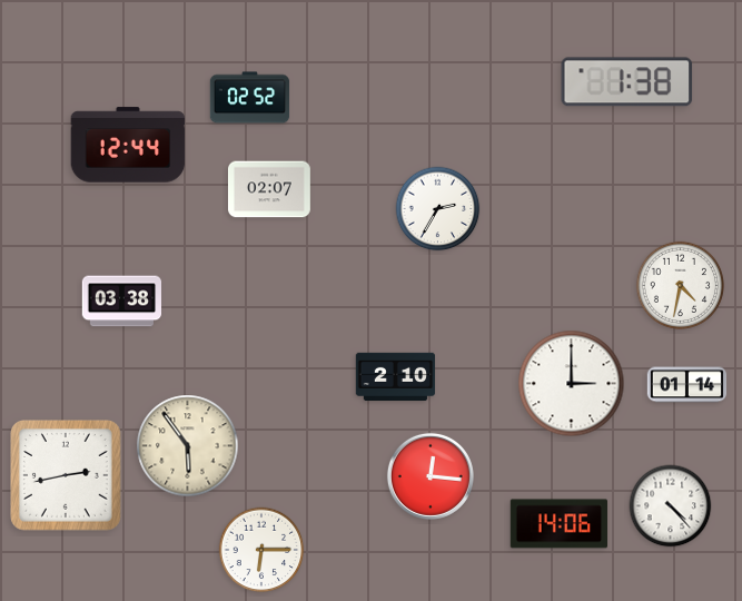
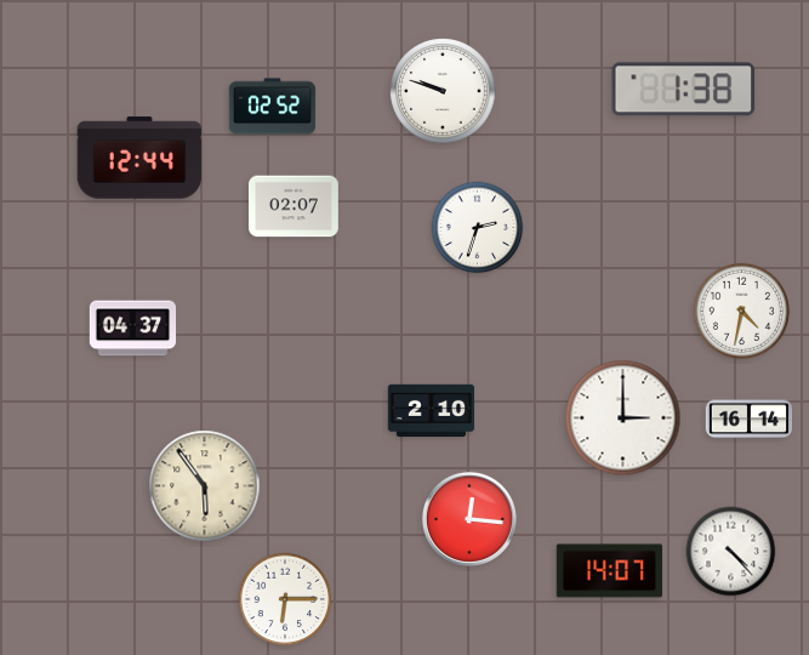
clock at (443, 91): none -> 9:48
clock at (438, 209): 2:35 -> 2:33
clock at (122, 302): 03:38 -> 04:37
clock at (687, 385): 01:14 -> 16:14
clock at (67, 476): 2:43 -> none
clock at (560, 524): 14:06 -> 14:07
